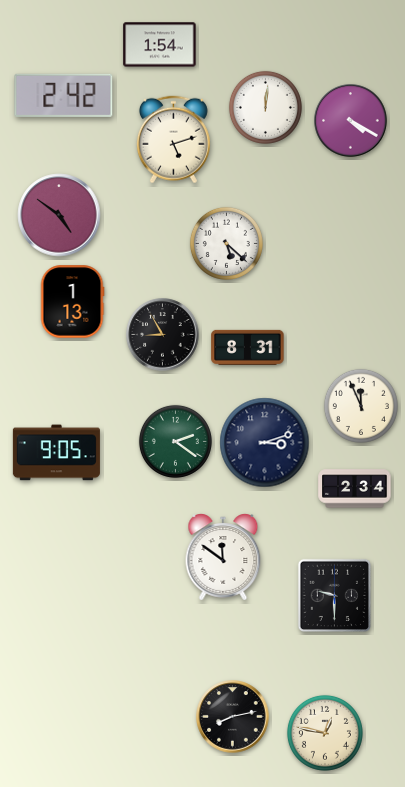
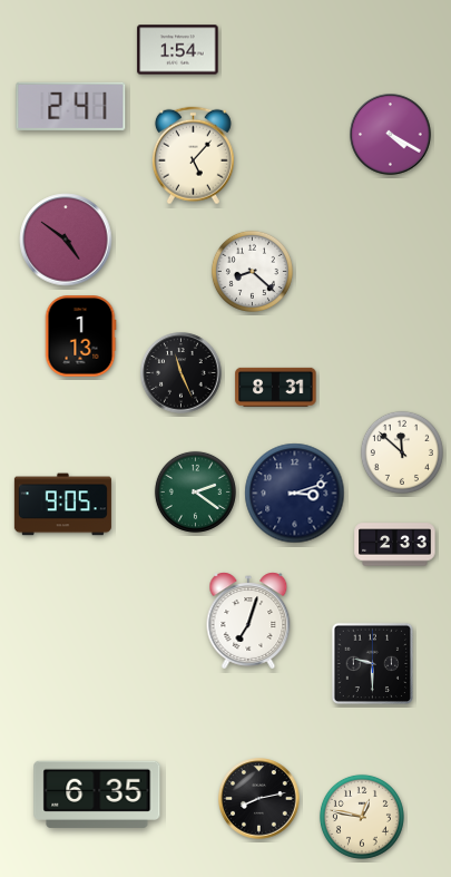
clock at (64, 95): 2:42 -> 2:41
clock at (265, 107): 12:01 -> none
clock at (173, 140): 5:12 -> 5:07
clock at (226, 243): 5:22 -> 8:22
clock at (163, 335): 8:55 -> 11:26
clock at (361, 406): 11:56 -> 11:52
clock at (355, 489): 2:34 -> 2:33
clock at (223, 557): 11:51 -> 7:03
clock at (97, 795): none -> 6:35
